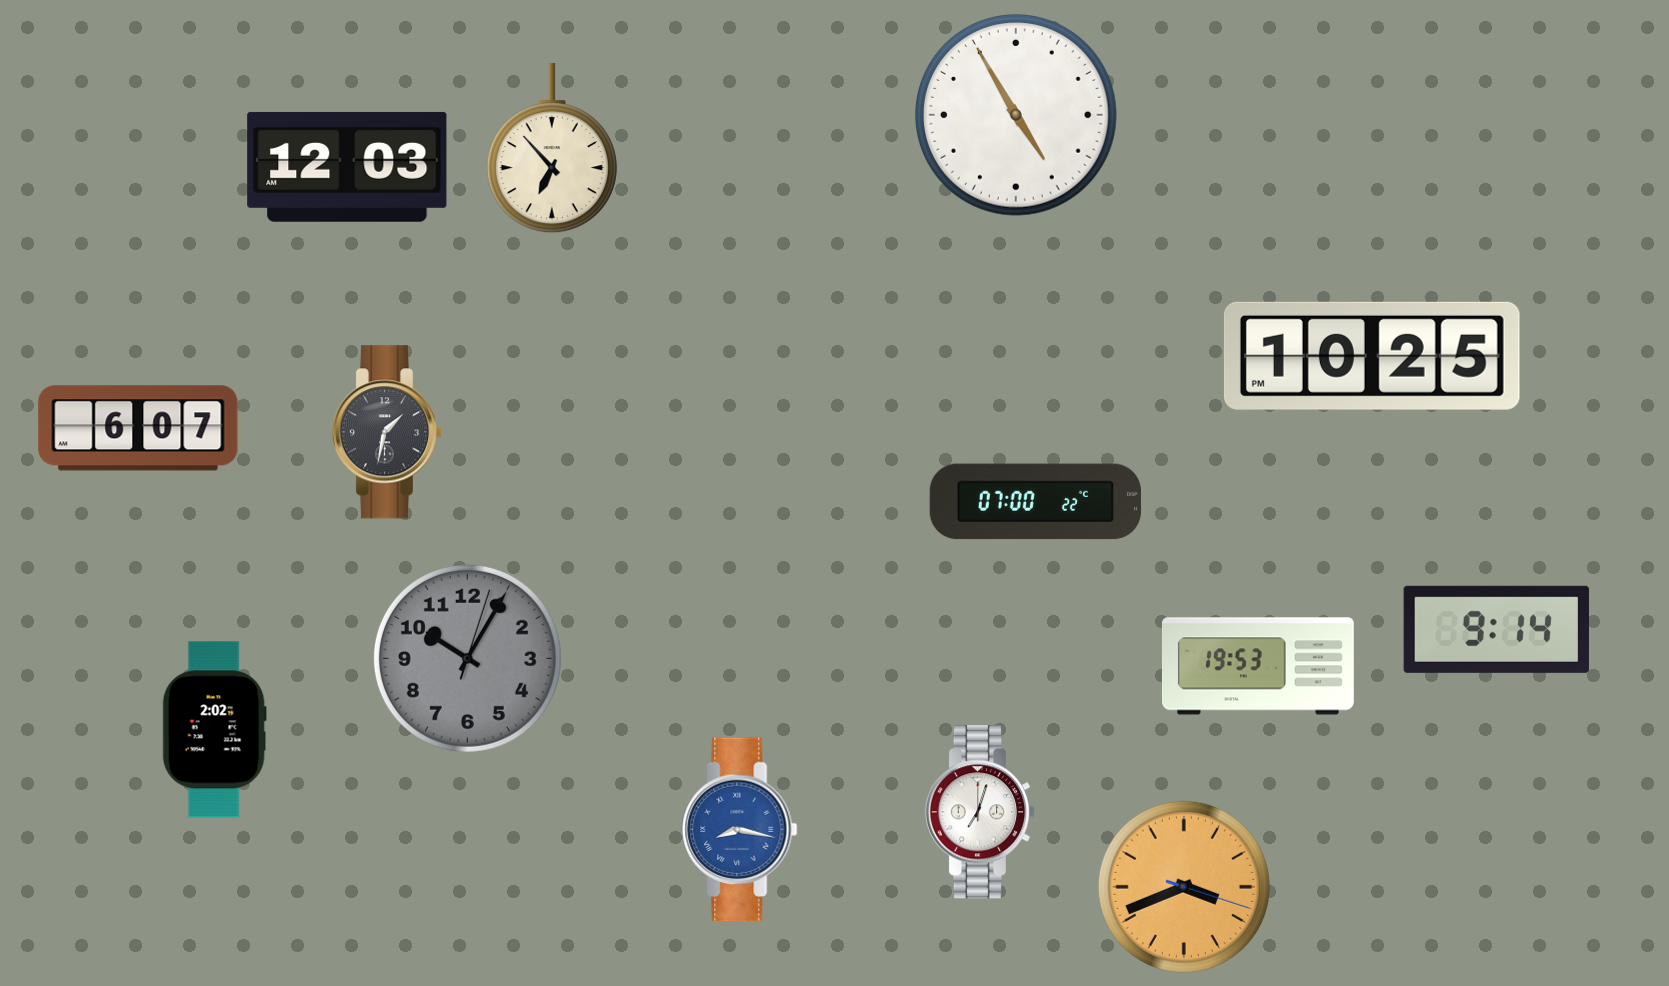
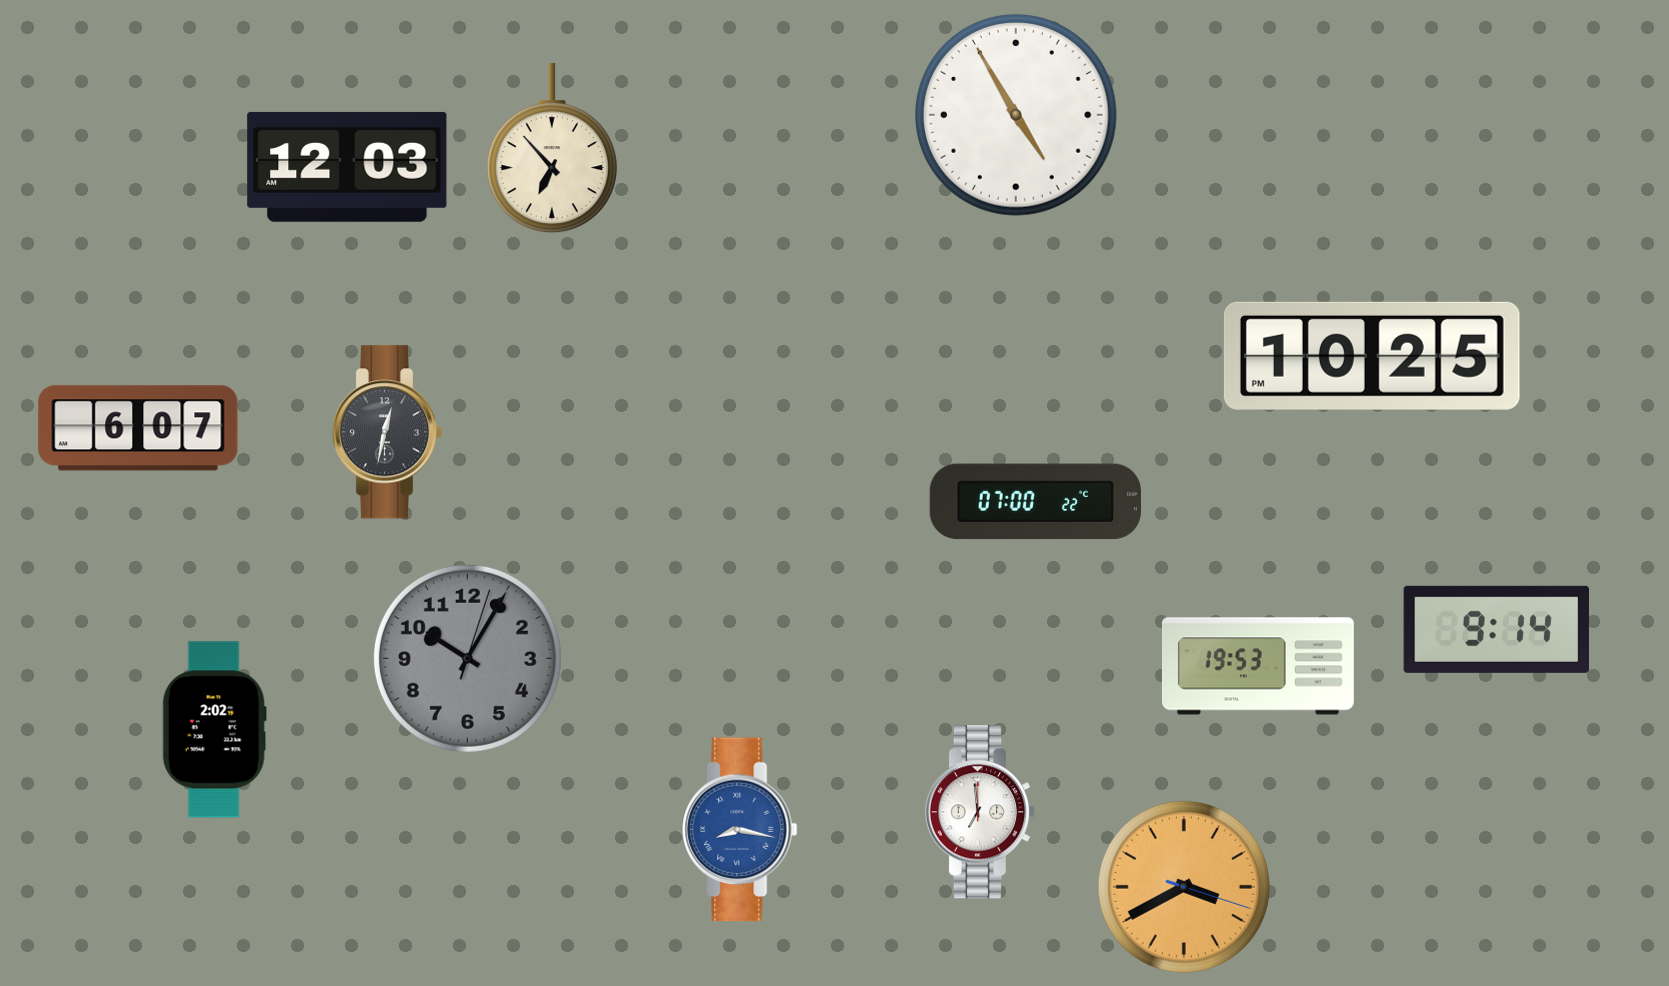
clock at (387, 432): 1:32 -> 12:32
clock at (980, 812): 7:03 -> 6:59
clock at (1184, 887): 3:41 -> 3:40
